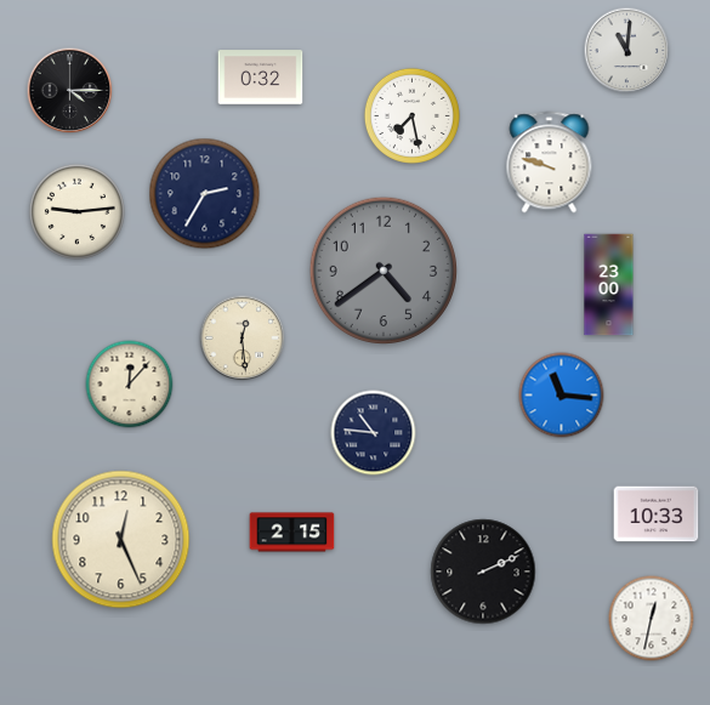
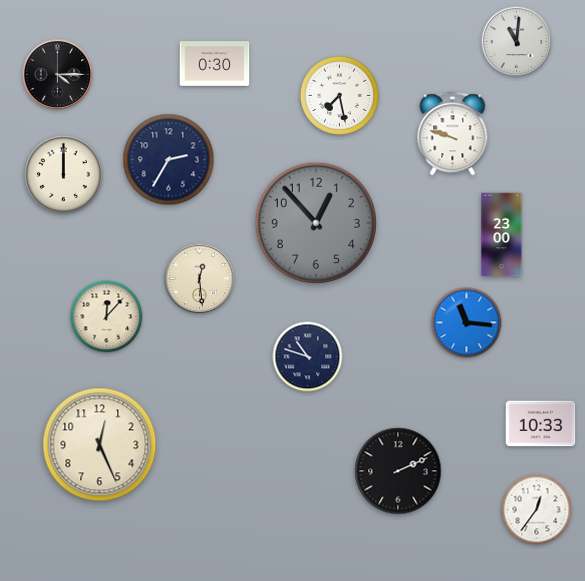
clock at (261, 78): 0:32 -> 0:30
clock at (76, 211): 9:14 -> 12:00
clock at (382, 269): 4:39 -> 12:53
clock at (562, 396) position: (562, 396) -> (467, 323)
clock at (374, 433): 10:46 -> 10:48
clock at (292, 533): 2:15 -> none
clock at (652, 619): 12:32 -> 12:36
